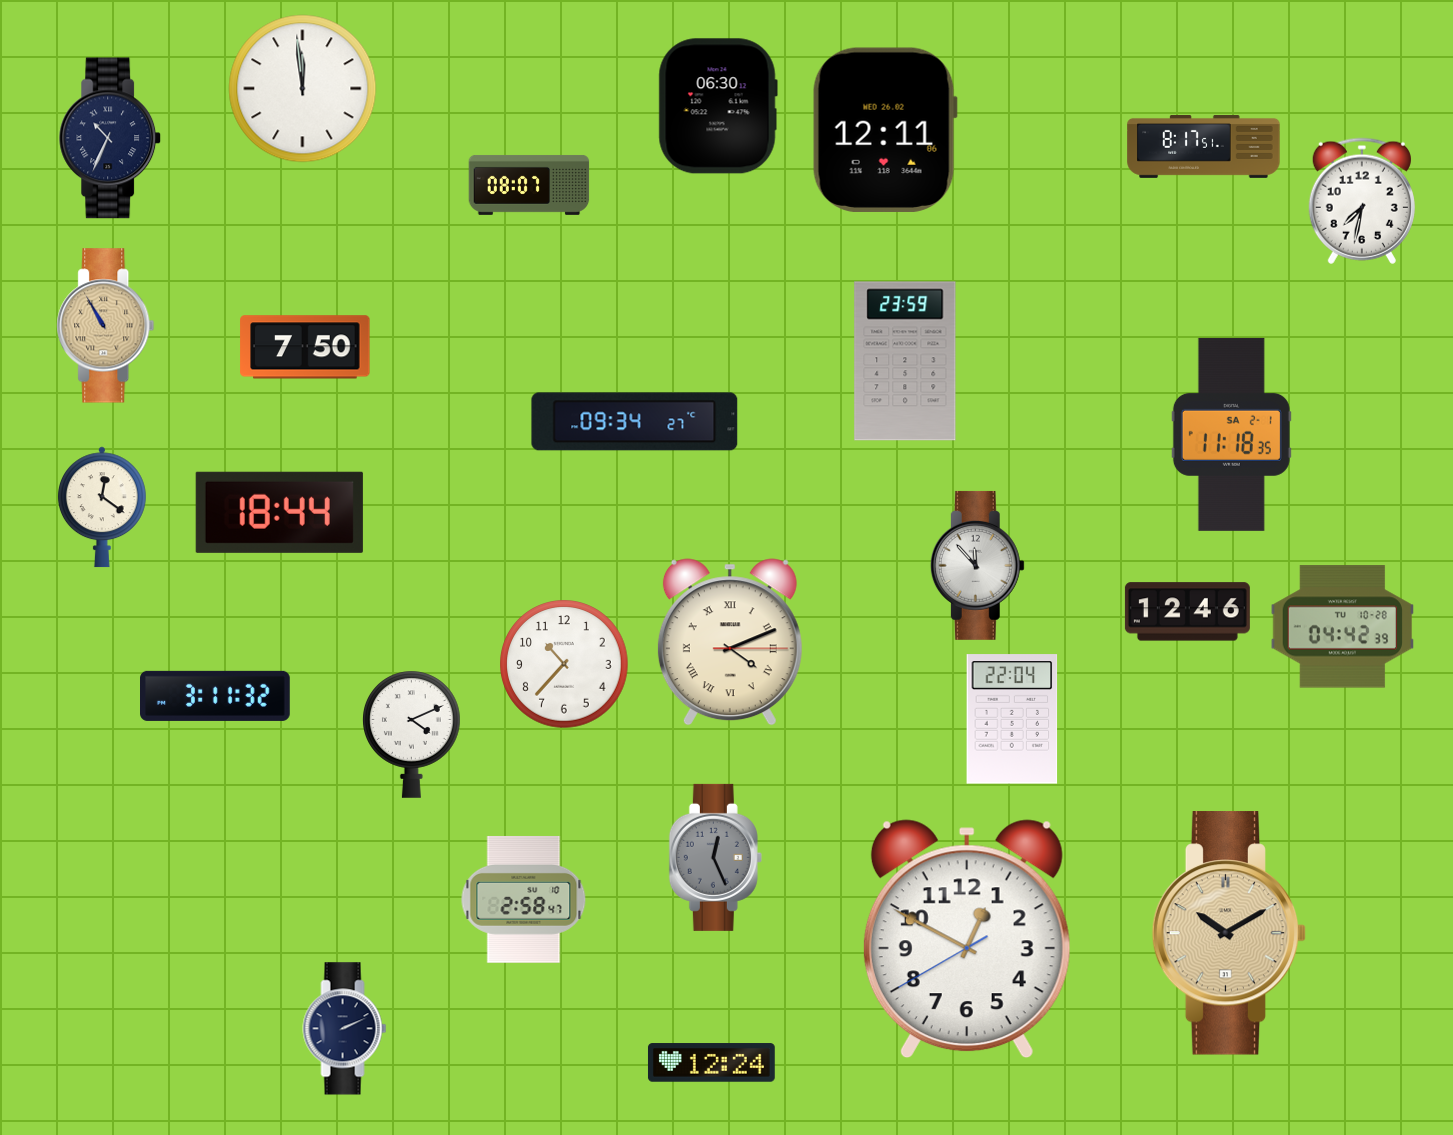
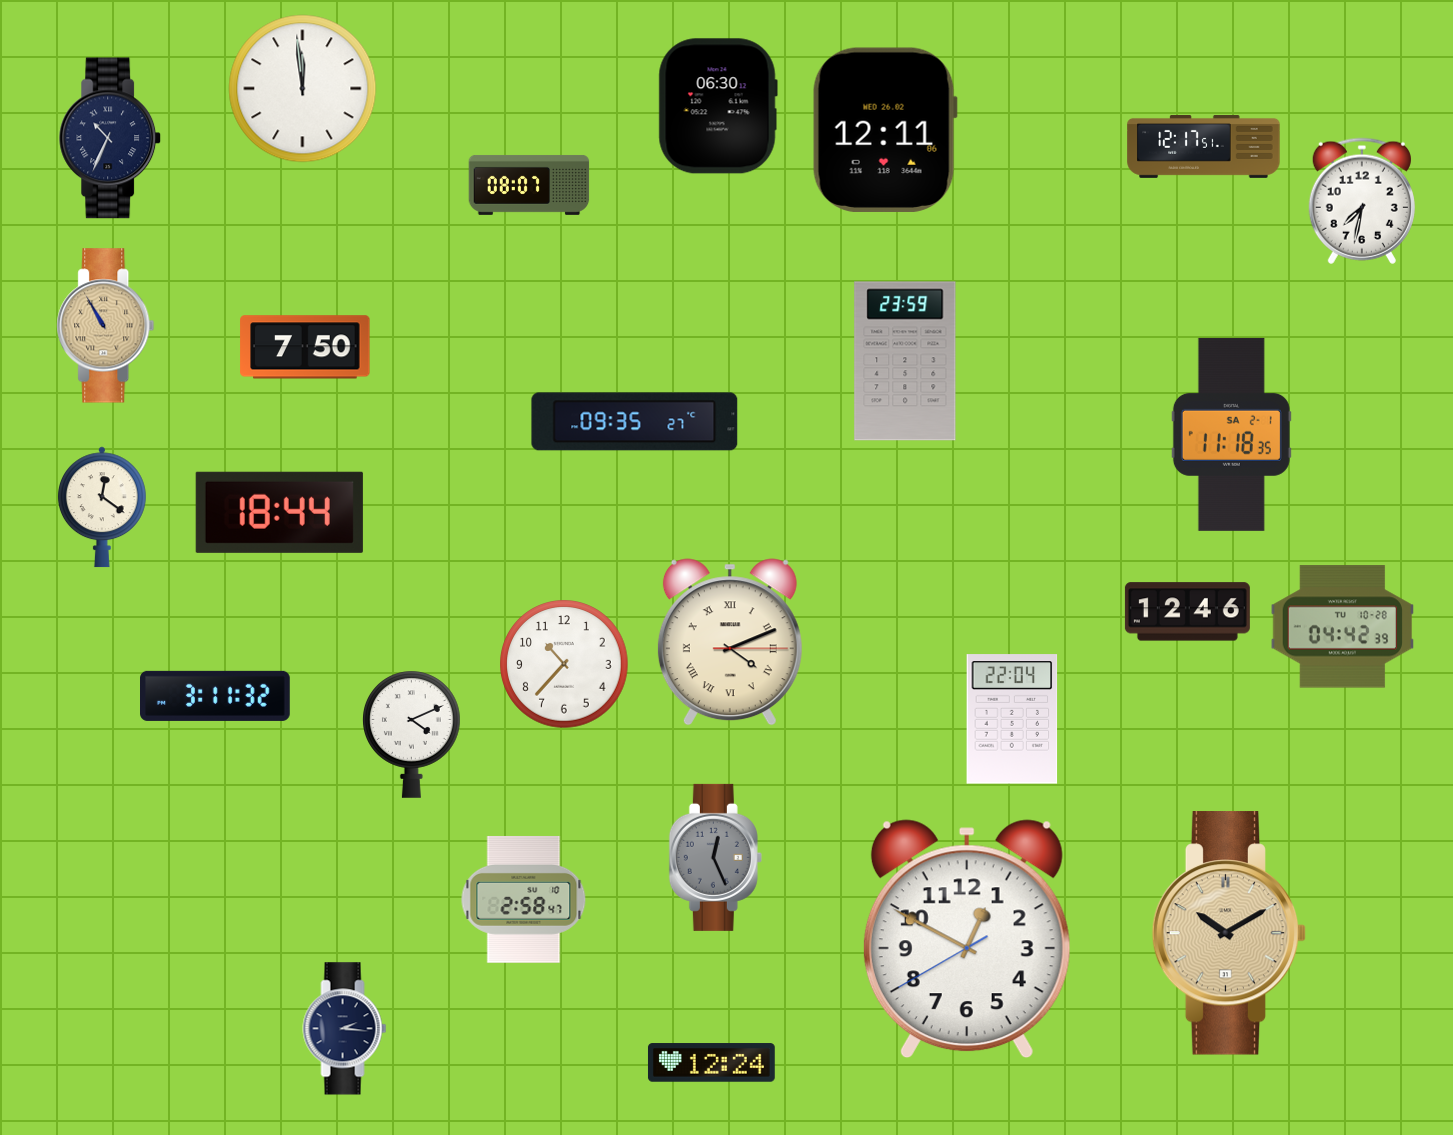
clock at (1204, 147): 8:17 -> 12:17
clock at (635, 422): 09:34 -> 09:35
clock at (977, 565): 11:53 -> none
clock at (345, 1029): 2:11 -> 2:16
